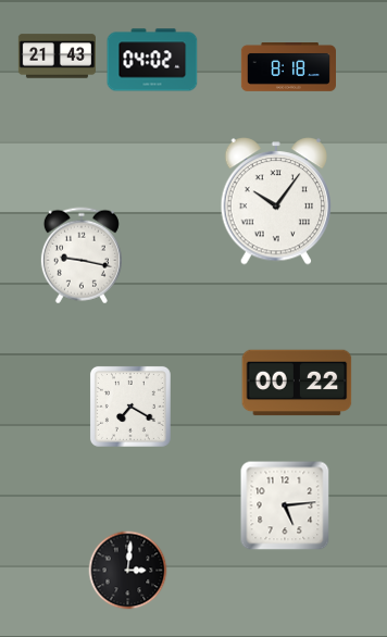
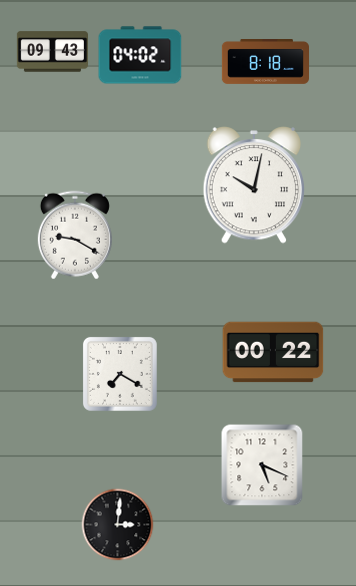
clock at (57, 57): 21:43 -> 09:43
clock at (276, 201): 10:06 -> 10:02
clock at (82, 255): 9:17 -> 9:20
clock at (285, 505): 5:14 -> 5:19
